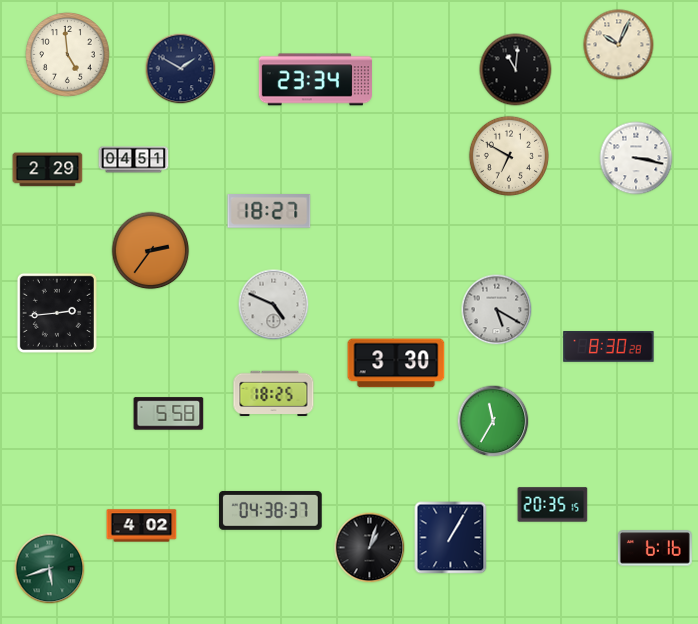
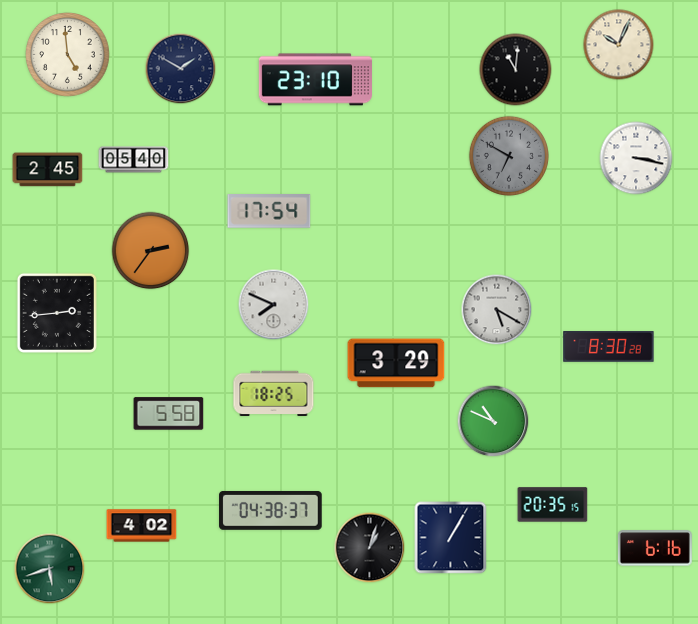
clock at (315, 80): 23:34 -> 23:10
clock at (509, 156) dial: cream -> grey
clock at (134, 160): 04:51 -> 05:40
clock at (48, 170): 2:29 -> 2:45
clock at (269, 211): 18:27 -> 17:54
clock at (274, 305): 4:49 -> 7:49
clock at (396, 363): 3:30 -> 3:29
clock at (493, 421): 11:35 -> 10:49
